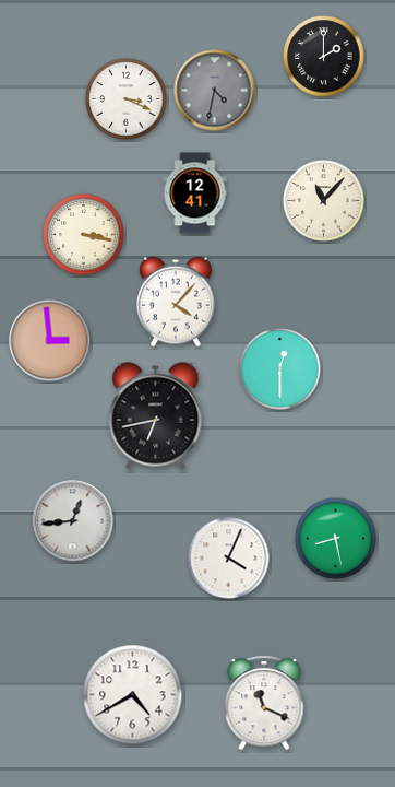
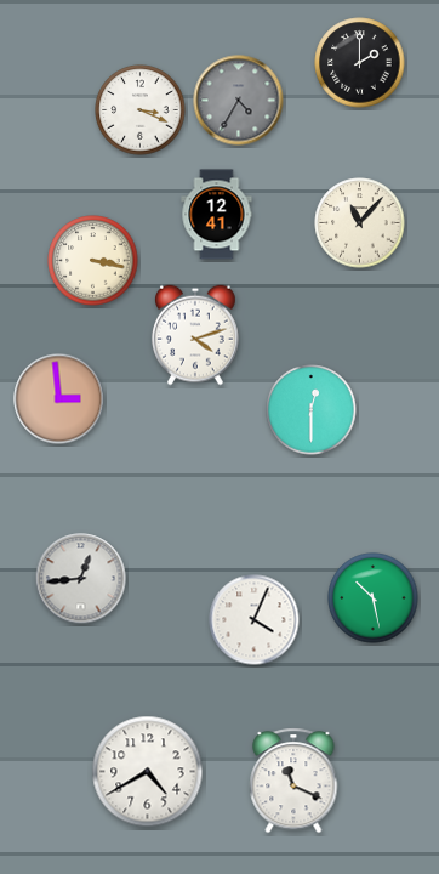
clock at (215, 91): 4:32 -> 4:35
clock at (177, 302): 4:07 -> 4:12
clock at (50, 341) position: (50, 341) -> (59, 399)
clock at (156, 416): 6:43 -> none
clock at (336, 539): 8:28 -> 10:28
